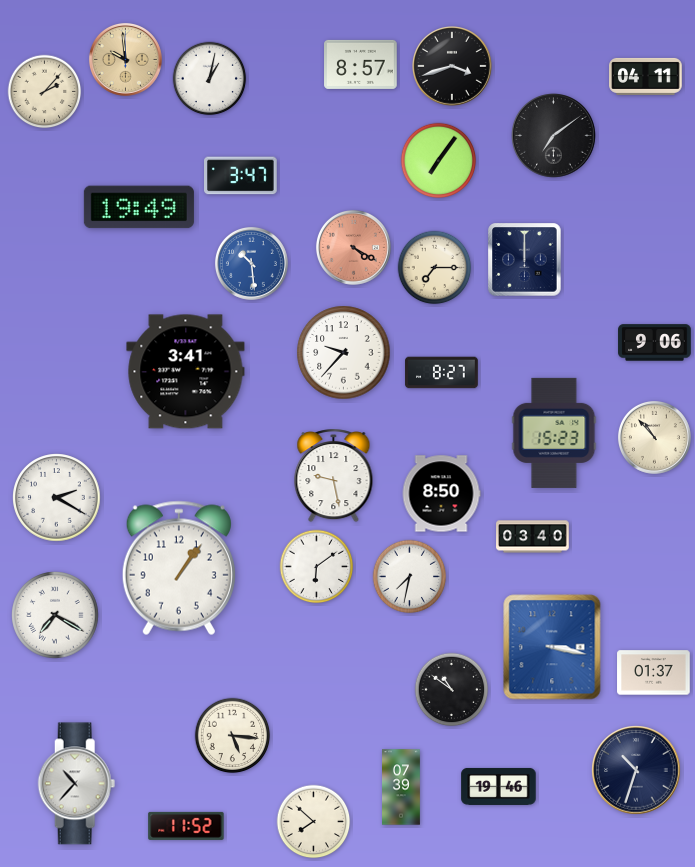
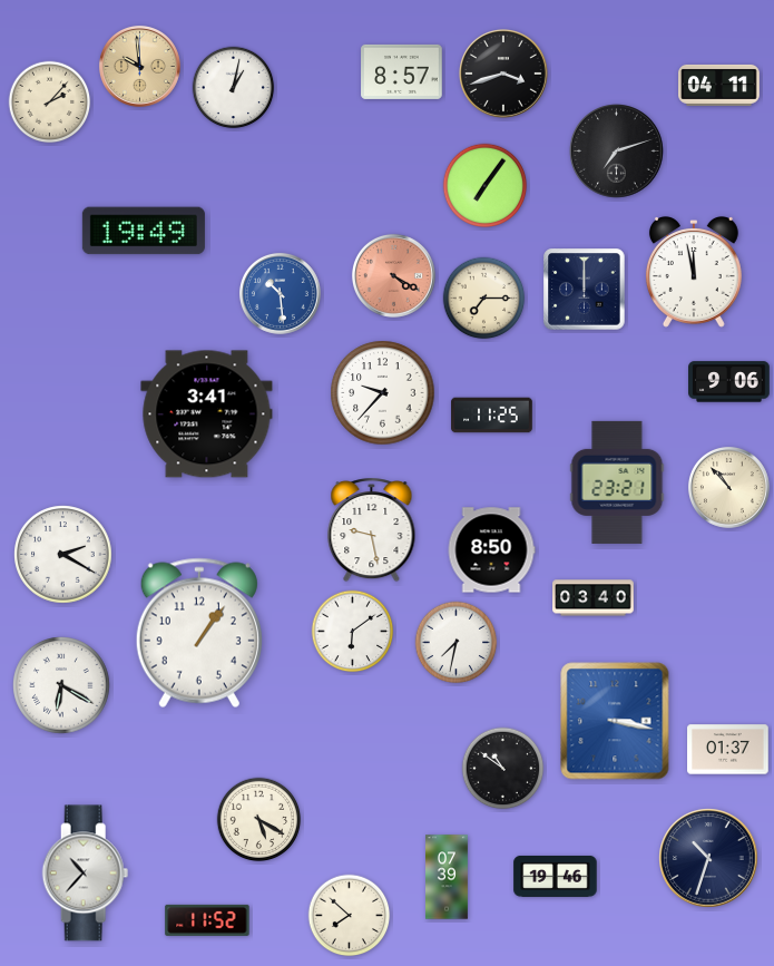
clock at (554, 136): 7:09 -> 7:12
clock at (439, 161) position: (439, 161) -> (486, 186)
clock at (241, 176): 3:47 -> none
clock at (139, 207) position: (139, 207) -> (144, 231)
clock at (694, 273): none -> 11:58
clock at (442, 373): 8:27 -> 11:25
clock at (554, 433): 15:23 -> 23:21
clock at (55, 615): 7:20 -> 6:20
clock at (233, 736): 5:16 -> 5:20
